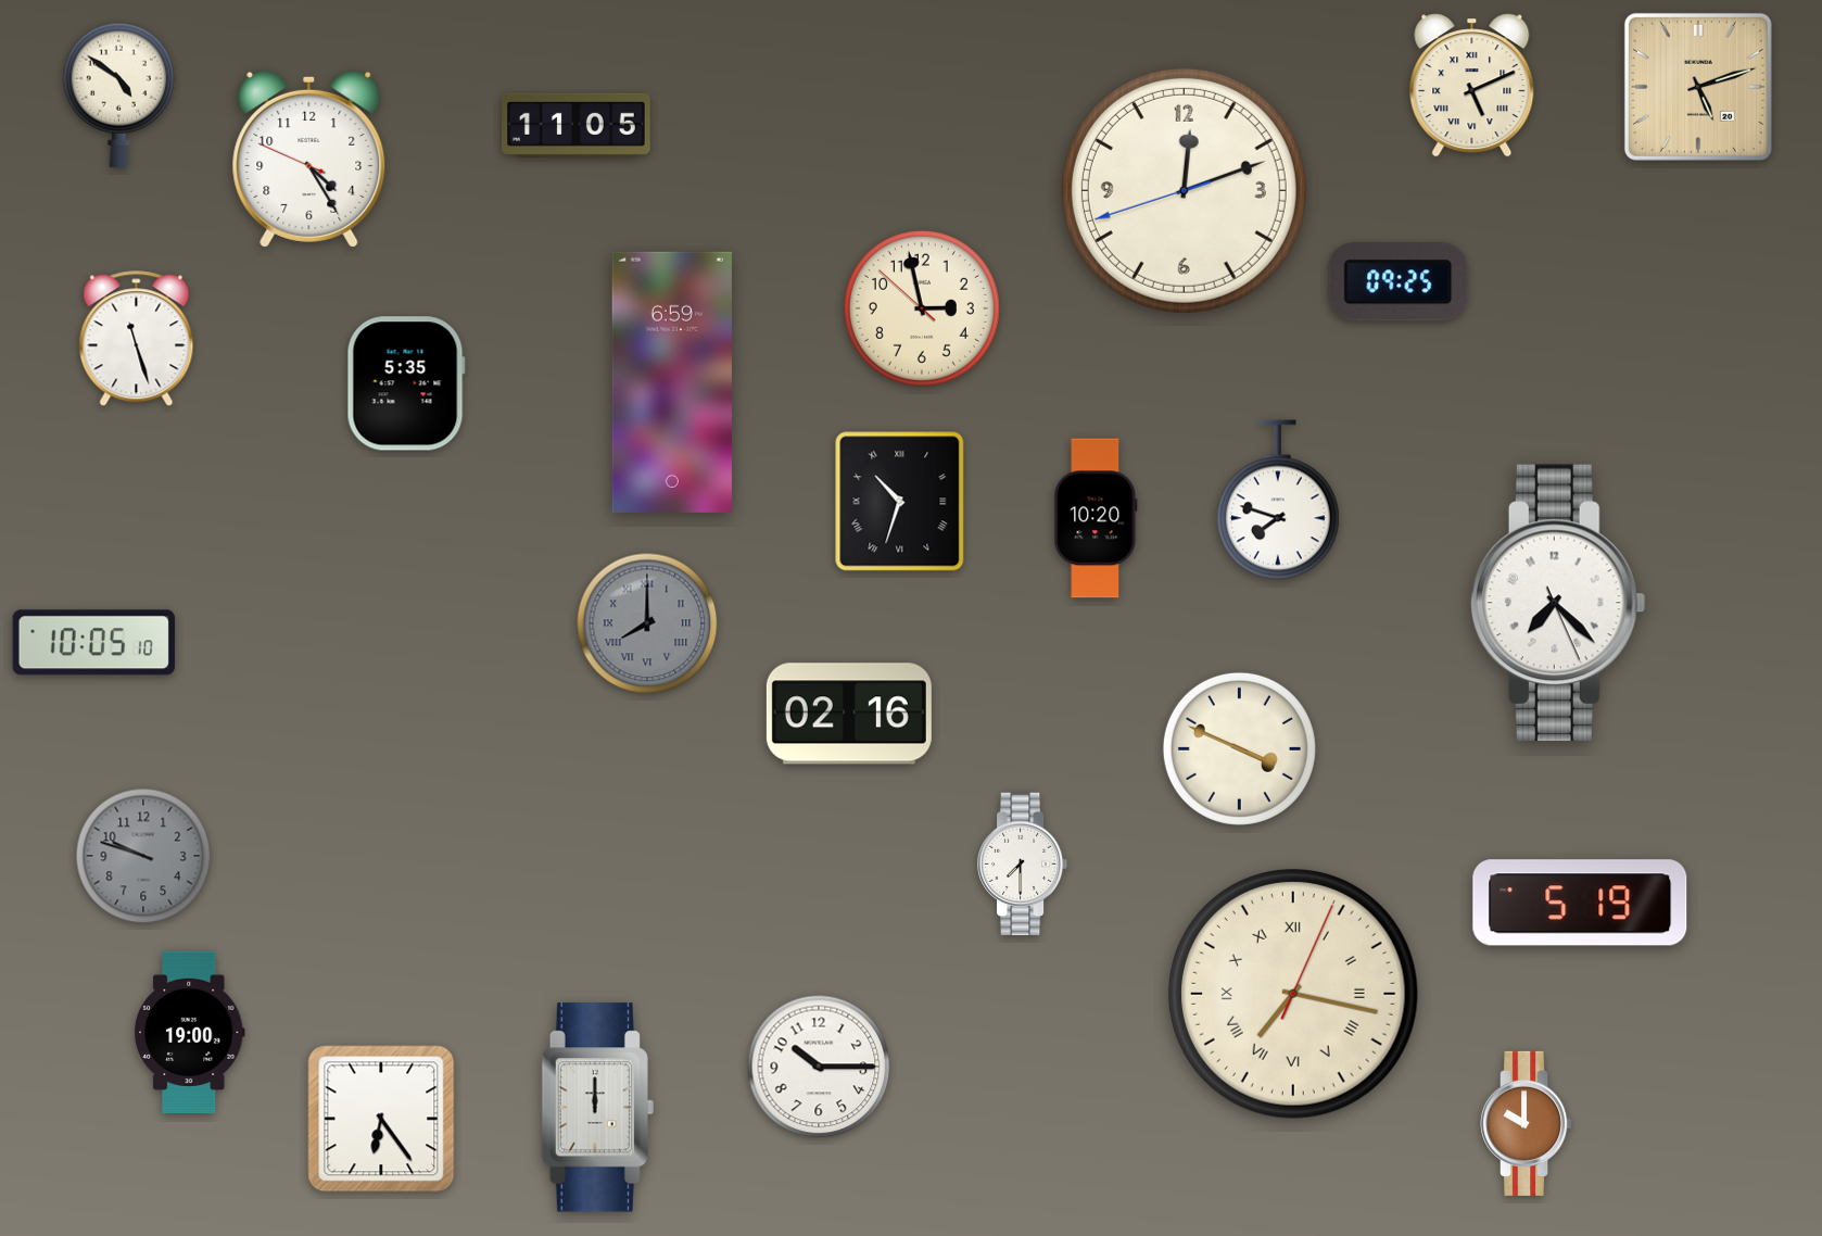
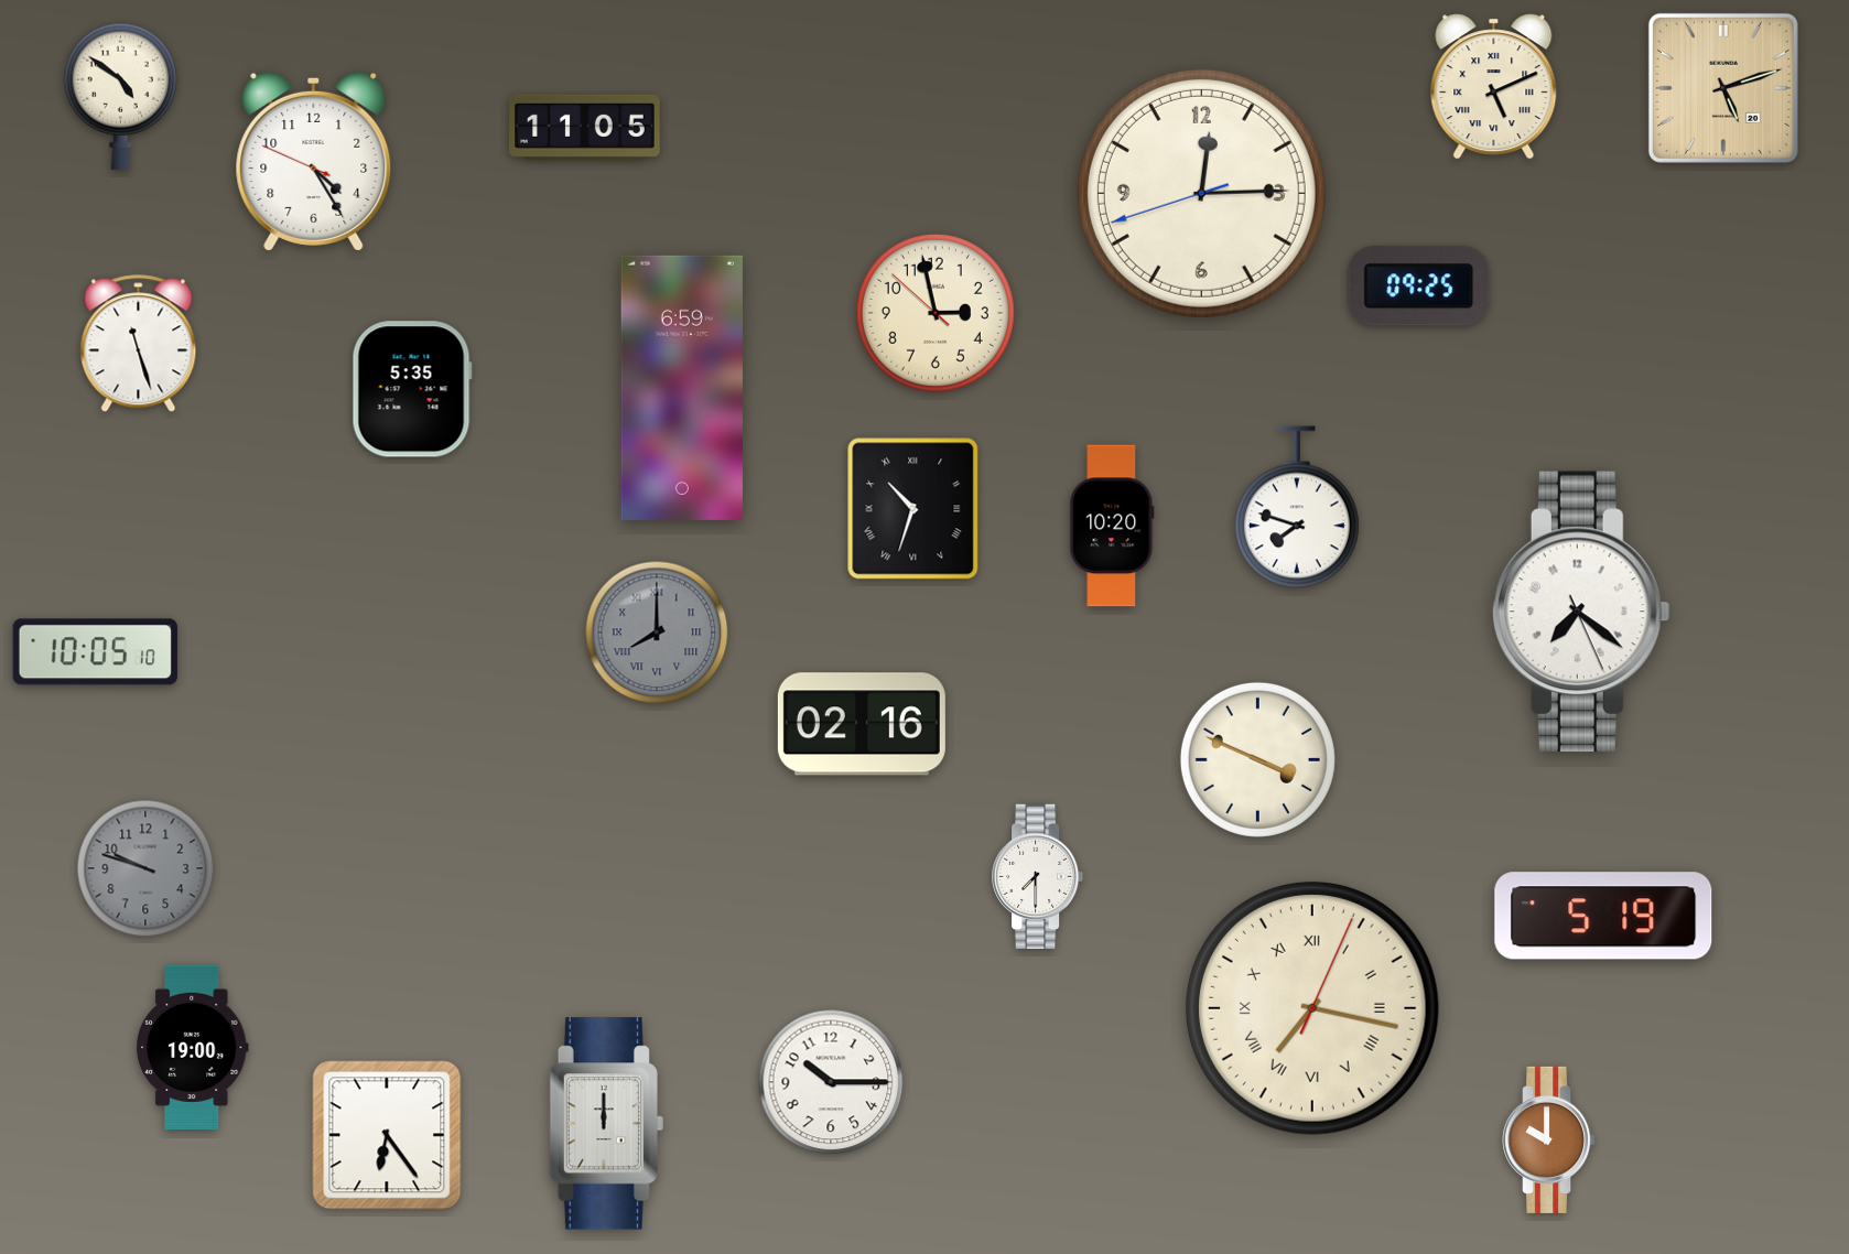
clock at (1184, 190): 12:11 -> 12:14
clock at (1558, 602): 7:22 -> 7:21
